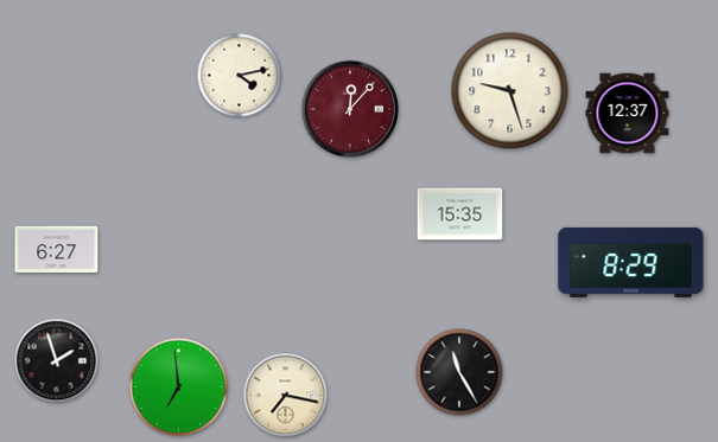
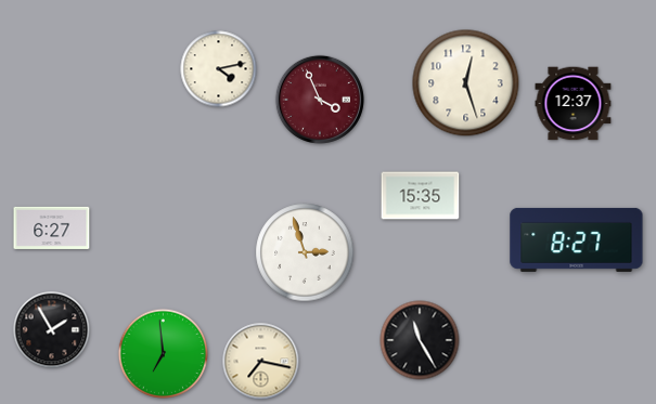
clock at (510, 91): 9:27 -> 12:27
clock at (350, 109): 12:07 -> 3:56
clock at (631, 262): 8:29 -> 8:27
clock at (305, 252): none -> 2:57
clock at (57, 361): 1:57 -> 1:55
